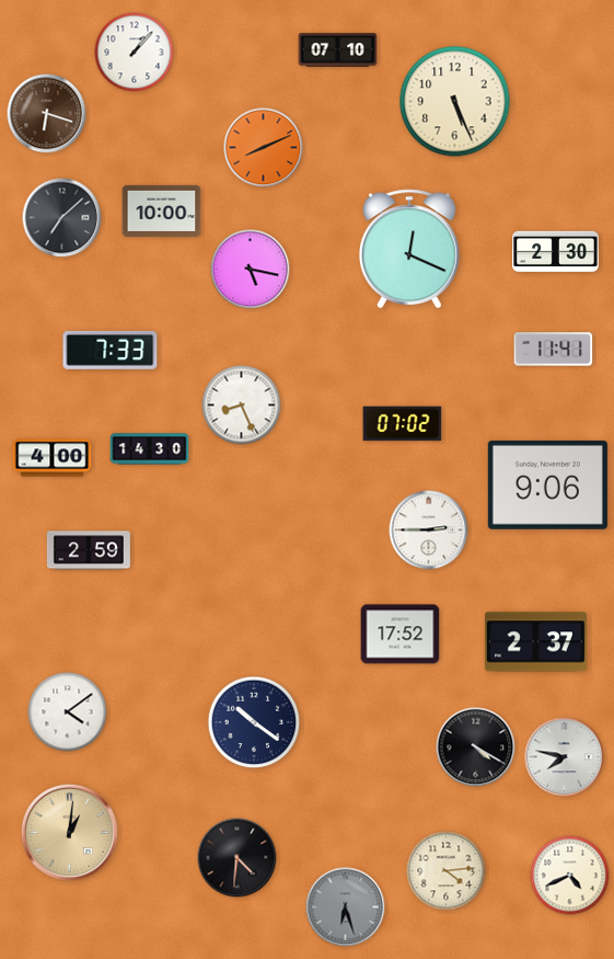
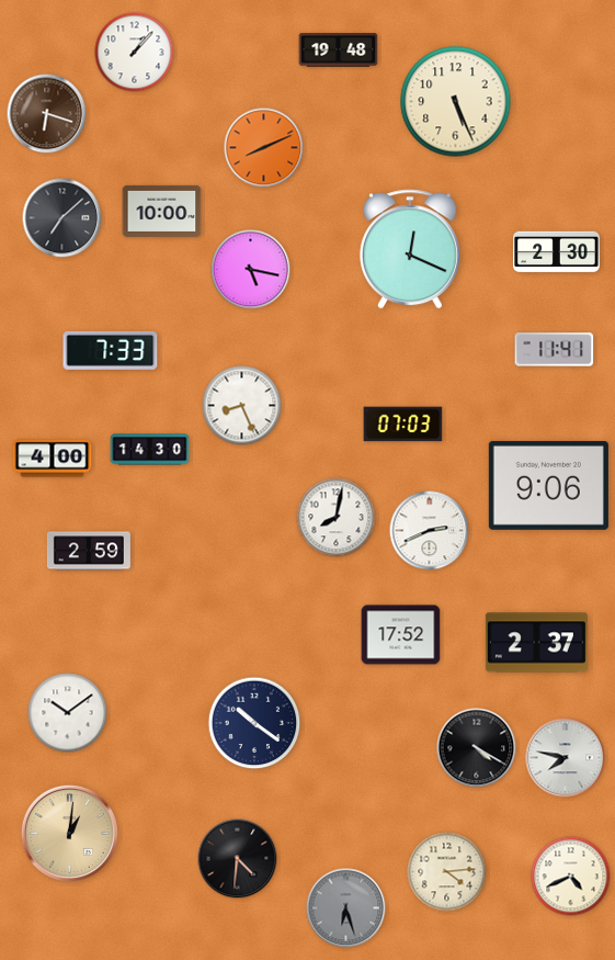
clock at (338, 50): 07:10 -> 19:48
clock at (403, 424): 07:02 -> 07:03
clock at (337, 518): none -> 8:02
clock at (429, 530): 2:45 -> 2:41
clock at (68, 712): 4:09 -> 10:09
